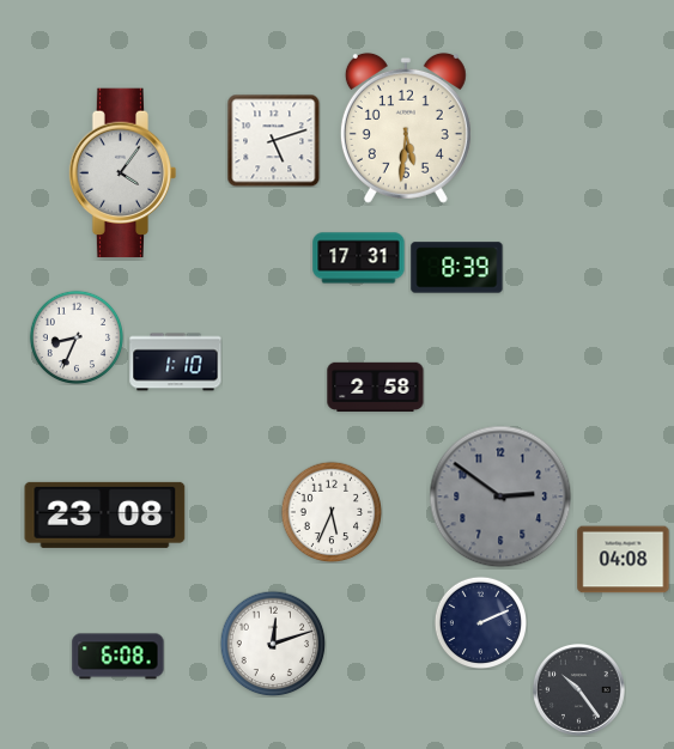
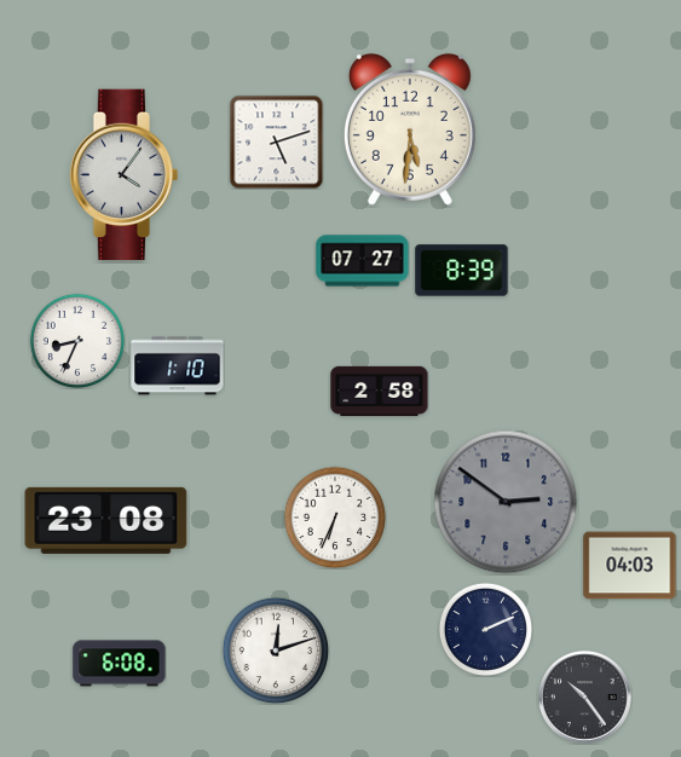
clock at (359, 258): 17:31 -> 07:27
clock at (332, 512): 5:34 -> 6:34
clock at (624, 560): 04:08 -> 04:03
